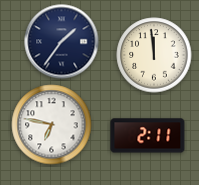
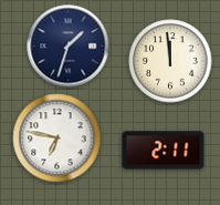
clock at (62, 42): 1:36 -> 1:33
